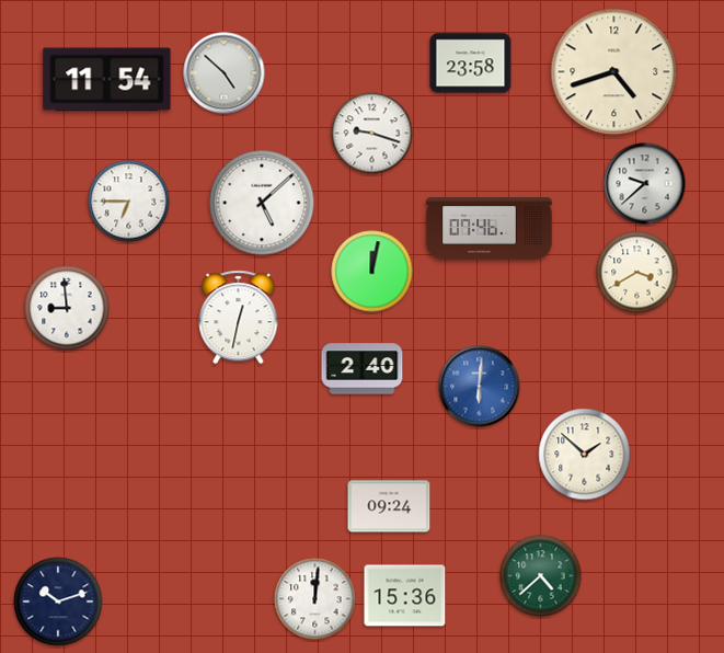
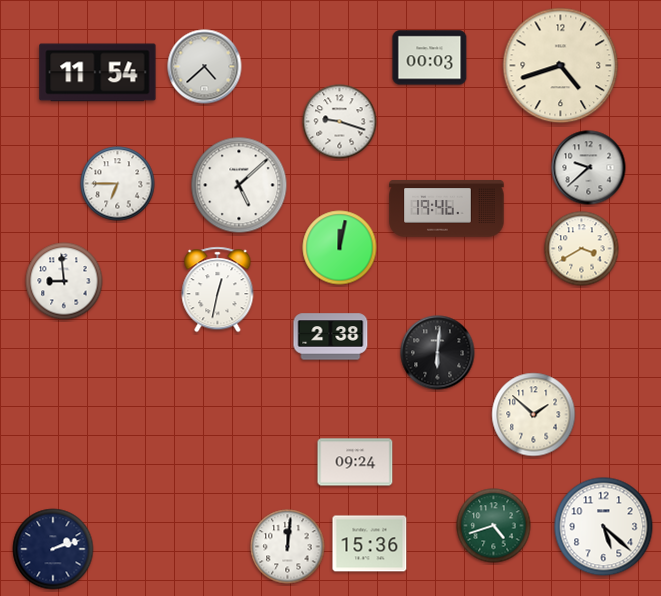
clock at (471, 64): 23:58 -> 00:03
clock at (225, 73): 4:52 -> 4:38
clock at (490, 229): 07:46 -> 19:46
clock at (67, 308) position: (67, 308) -> (64, 281)
clock at (363, 369): 2:40 -> 2:38
clock at (480, 387) dial: blue -> black
clock at (541, 576): 4:38 -> 4:42
clock at (604, 527): none -> 5:22
clock at (58, 602): 10:12 -> 2:12
